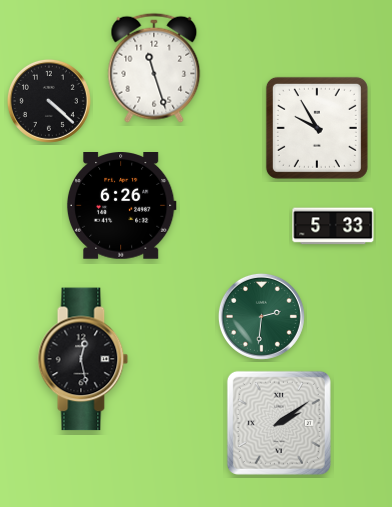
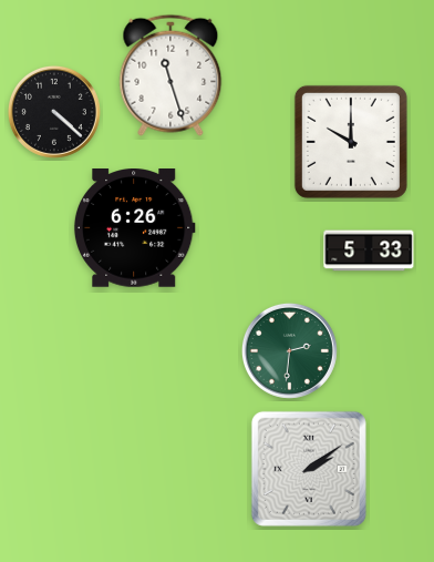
clock at (317, 128): 9:55 -> 10:00
clock at (83, 359): 12:28 -> none
